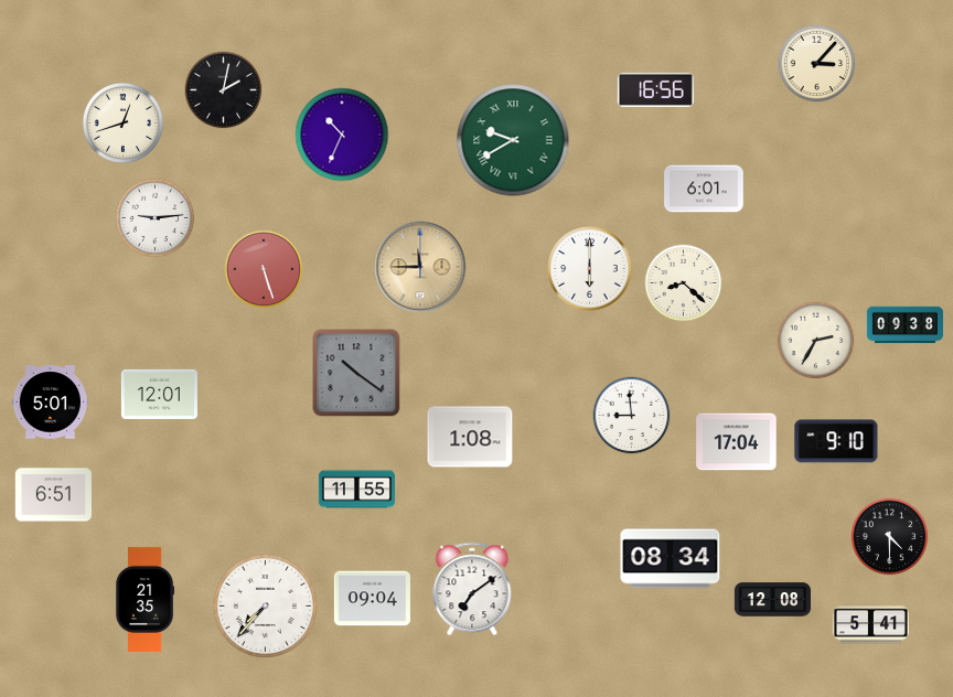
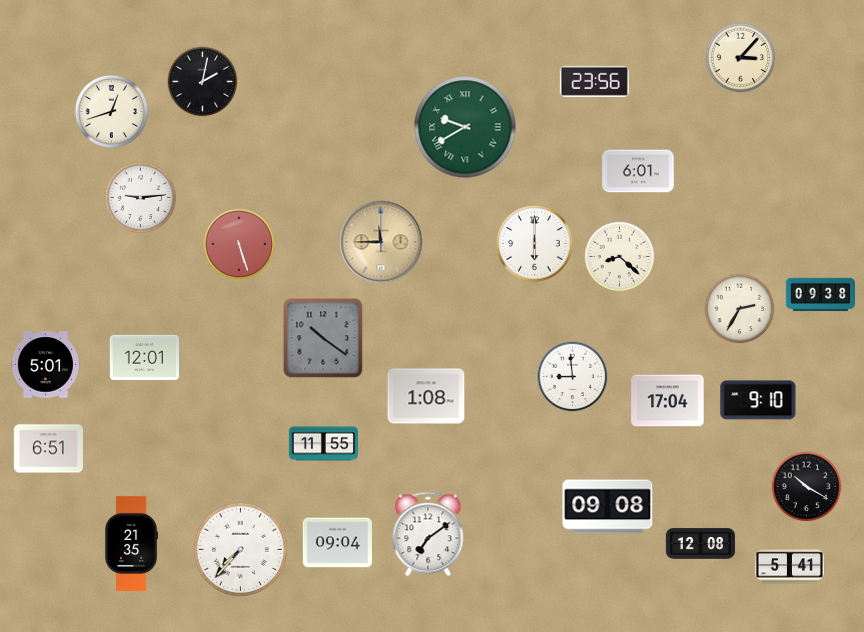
clock at (655, 89): 16:56 -> 23:56
clock at (342, 135): 10:34 -> none
clock at (890, 537): 4:30 -> 10:20
clock at (671, 559): 08:34 -> 09:08
